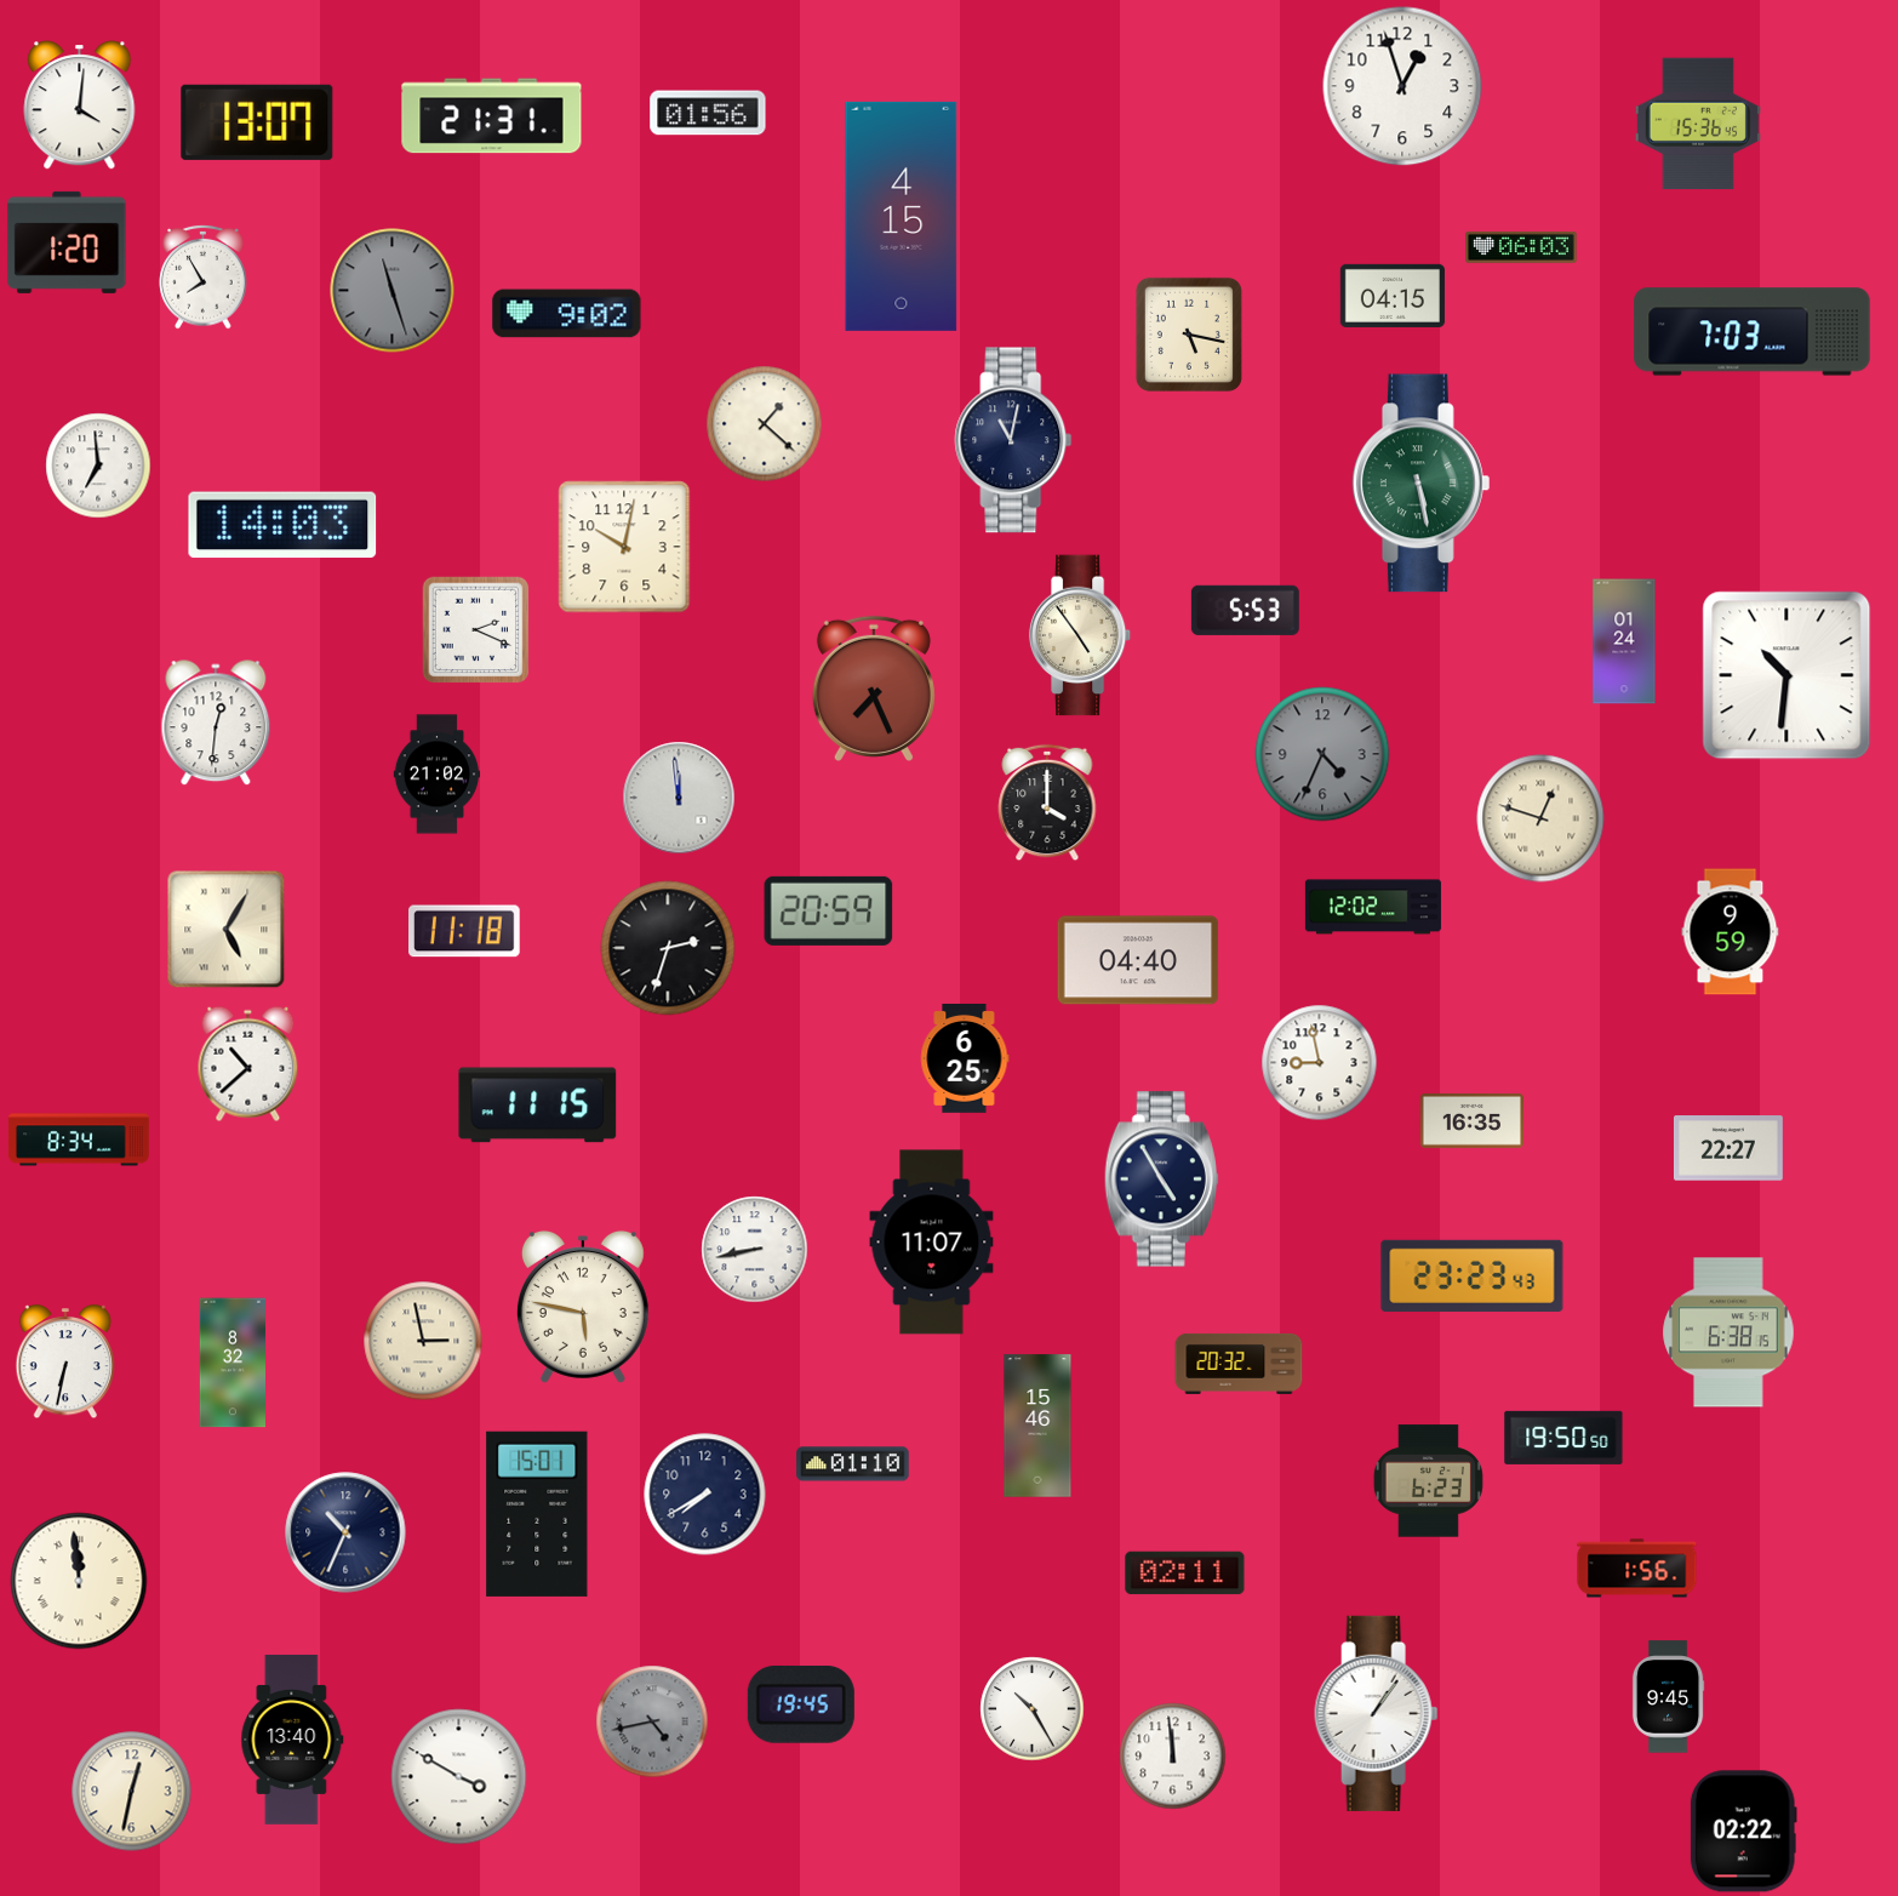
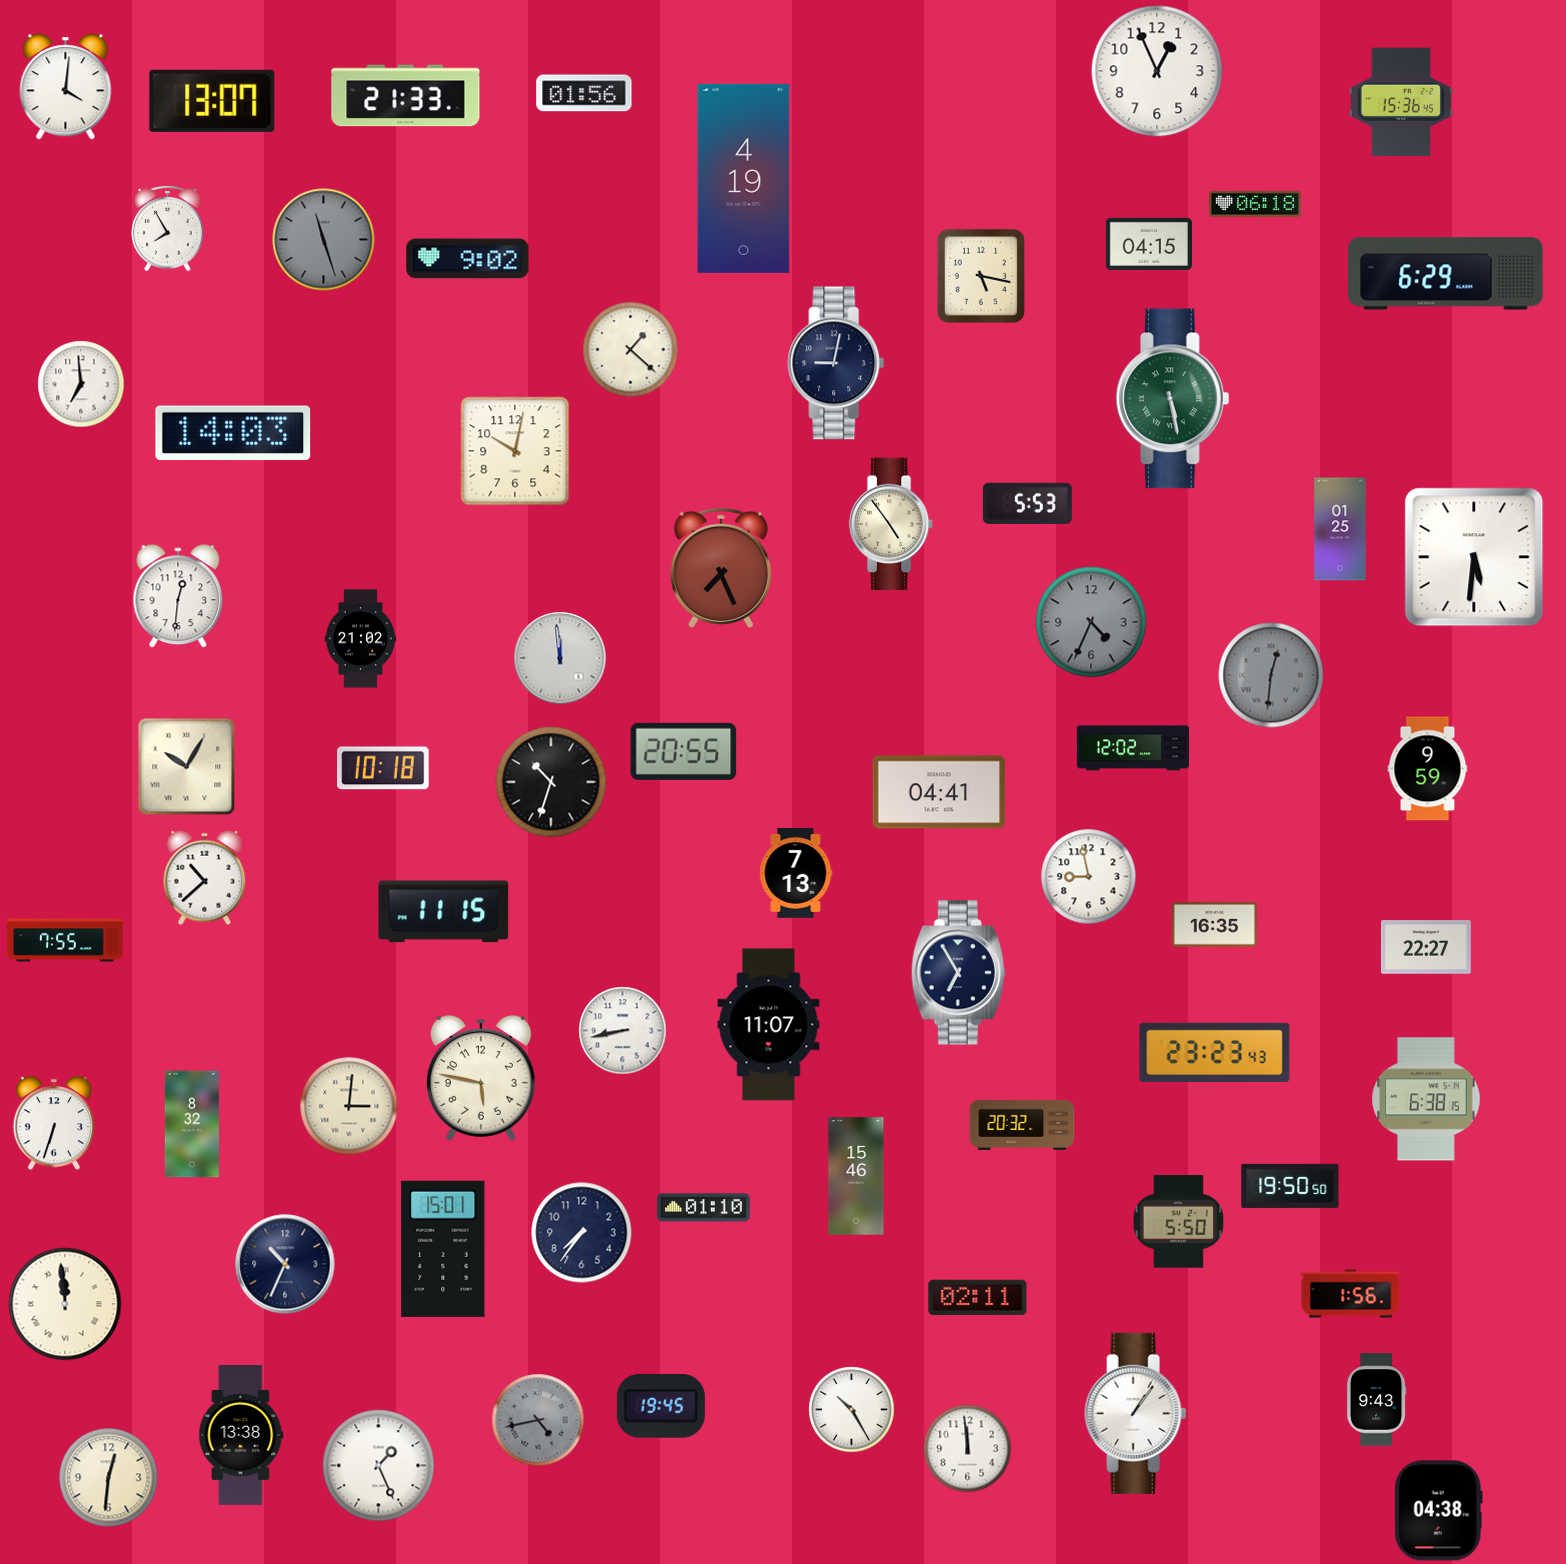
clock at (1402, 86): 12:57 -> 12:56
clock at (492, 116): 21:31 -> 21:33
clock at (902, 216): 4:15 -> 4:19
clock at (67, 242): 1:20 -> none
clock at (1521, 247): 06:03 -> 06:18
clock at (1753, 332): 7:03 -> 6:29
clock at (1013, 440): 11:02 -> 9:02
clock at (476, 630): 2:19 -> none
clock at (1624, 641): 01:24 -> 01:25
clock at (1786, 675): 10:31 -> 5:31
clock at (1047, 803): 4:00 -> none
clock at (1540, 818): 12:48 -> 12:31
clock at (1540, 818) dial: cream -> grey
clock at (829, 910): 20:59 -> 20:55
clock at (227, 930): 5:05 -> 10:05
clock at (465, 931): 11:18 -> 10:18
clock at (668, 948): 2:33 -> 10:33
clock at (1138, 960): 04:40 -> 04:41
clock at (965, 1058): 6:25 -> 7:13
clock at (79, 1140): 8:34 -> 7:55
clock at (1161, 1180): 4:55 -> 6:55
clock at (423, 1341): 2:58 -> 3:01
clock at (65, 1363): 6:32 -> 6:33
clock at (1428, 1481): 6:23 -> 5:50
clock at (705, 1495): 7:40 -> 7:36
clock at (1668, 1697): 9:45 -> 9:43
clock at (292, 1740): 13:40 -> 13:38
clock at (459, 1777): 3:50 -> 1:26
clock at (132, 1792): 12:32 -> 12:31
clock at (1743, 1832): 02:22 -> 04:38
